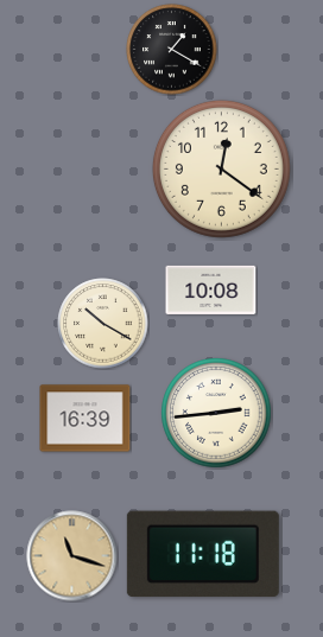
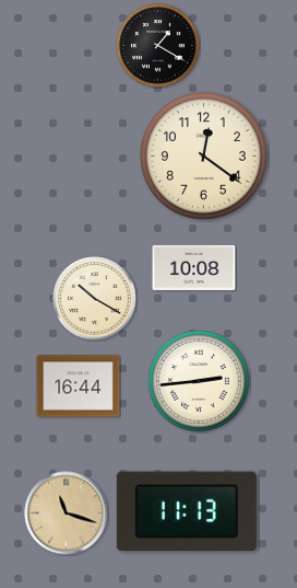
clock at (85, 419): 16:39 -> 16:44
clock at (203, 554): 11:18 -> 11:13
